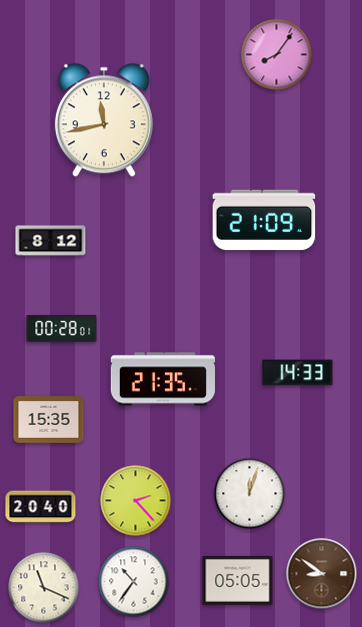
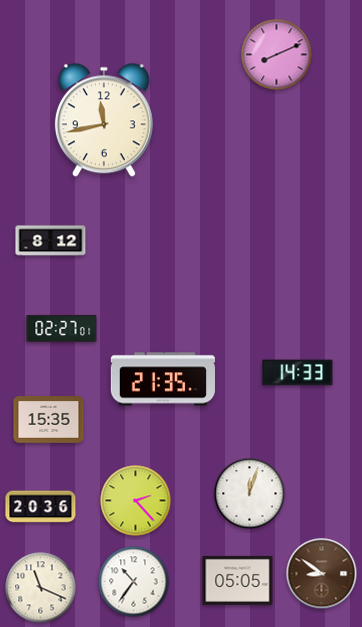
clock at (277, 55): 8:06 -> 8:11
clock at (264, 220): 21:09 -> none
clock at (62, 328): 00:28 -> 02:27
clock at (41, 507): 20:40 -> 20:36
clock at (44, 588) position: (44, 588) -> (41, 588)
